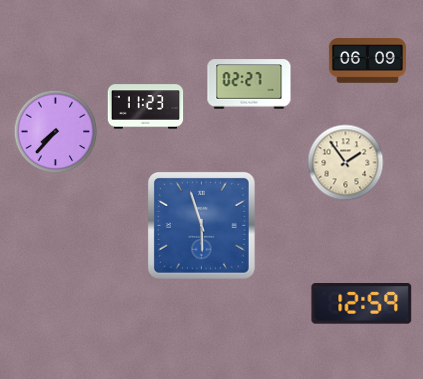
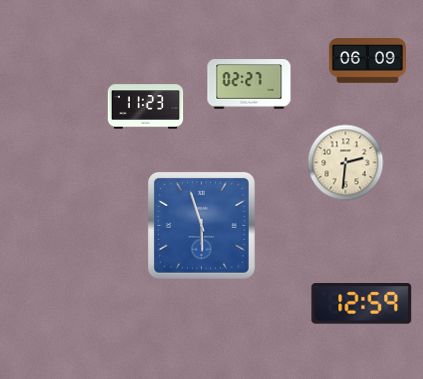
clock at (56, 132): 7:37 -> none
clock at (346, 163): 1:54 -> 2:31
